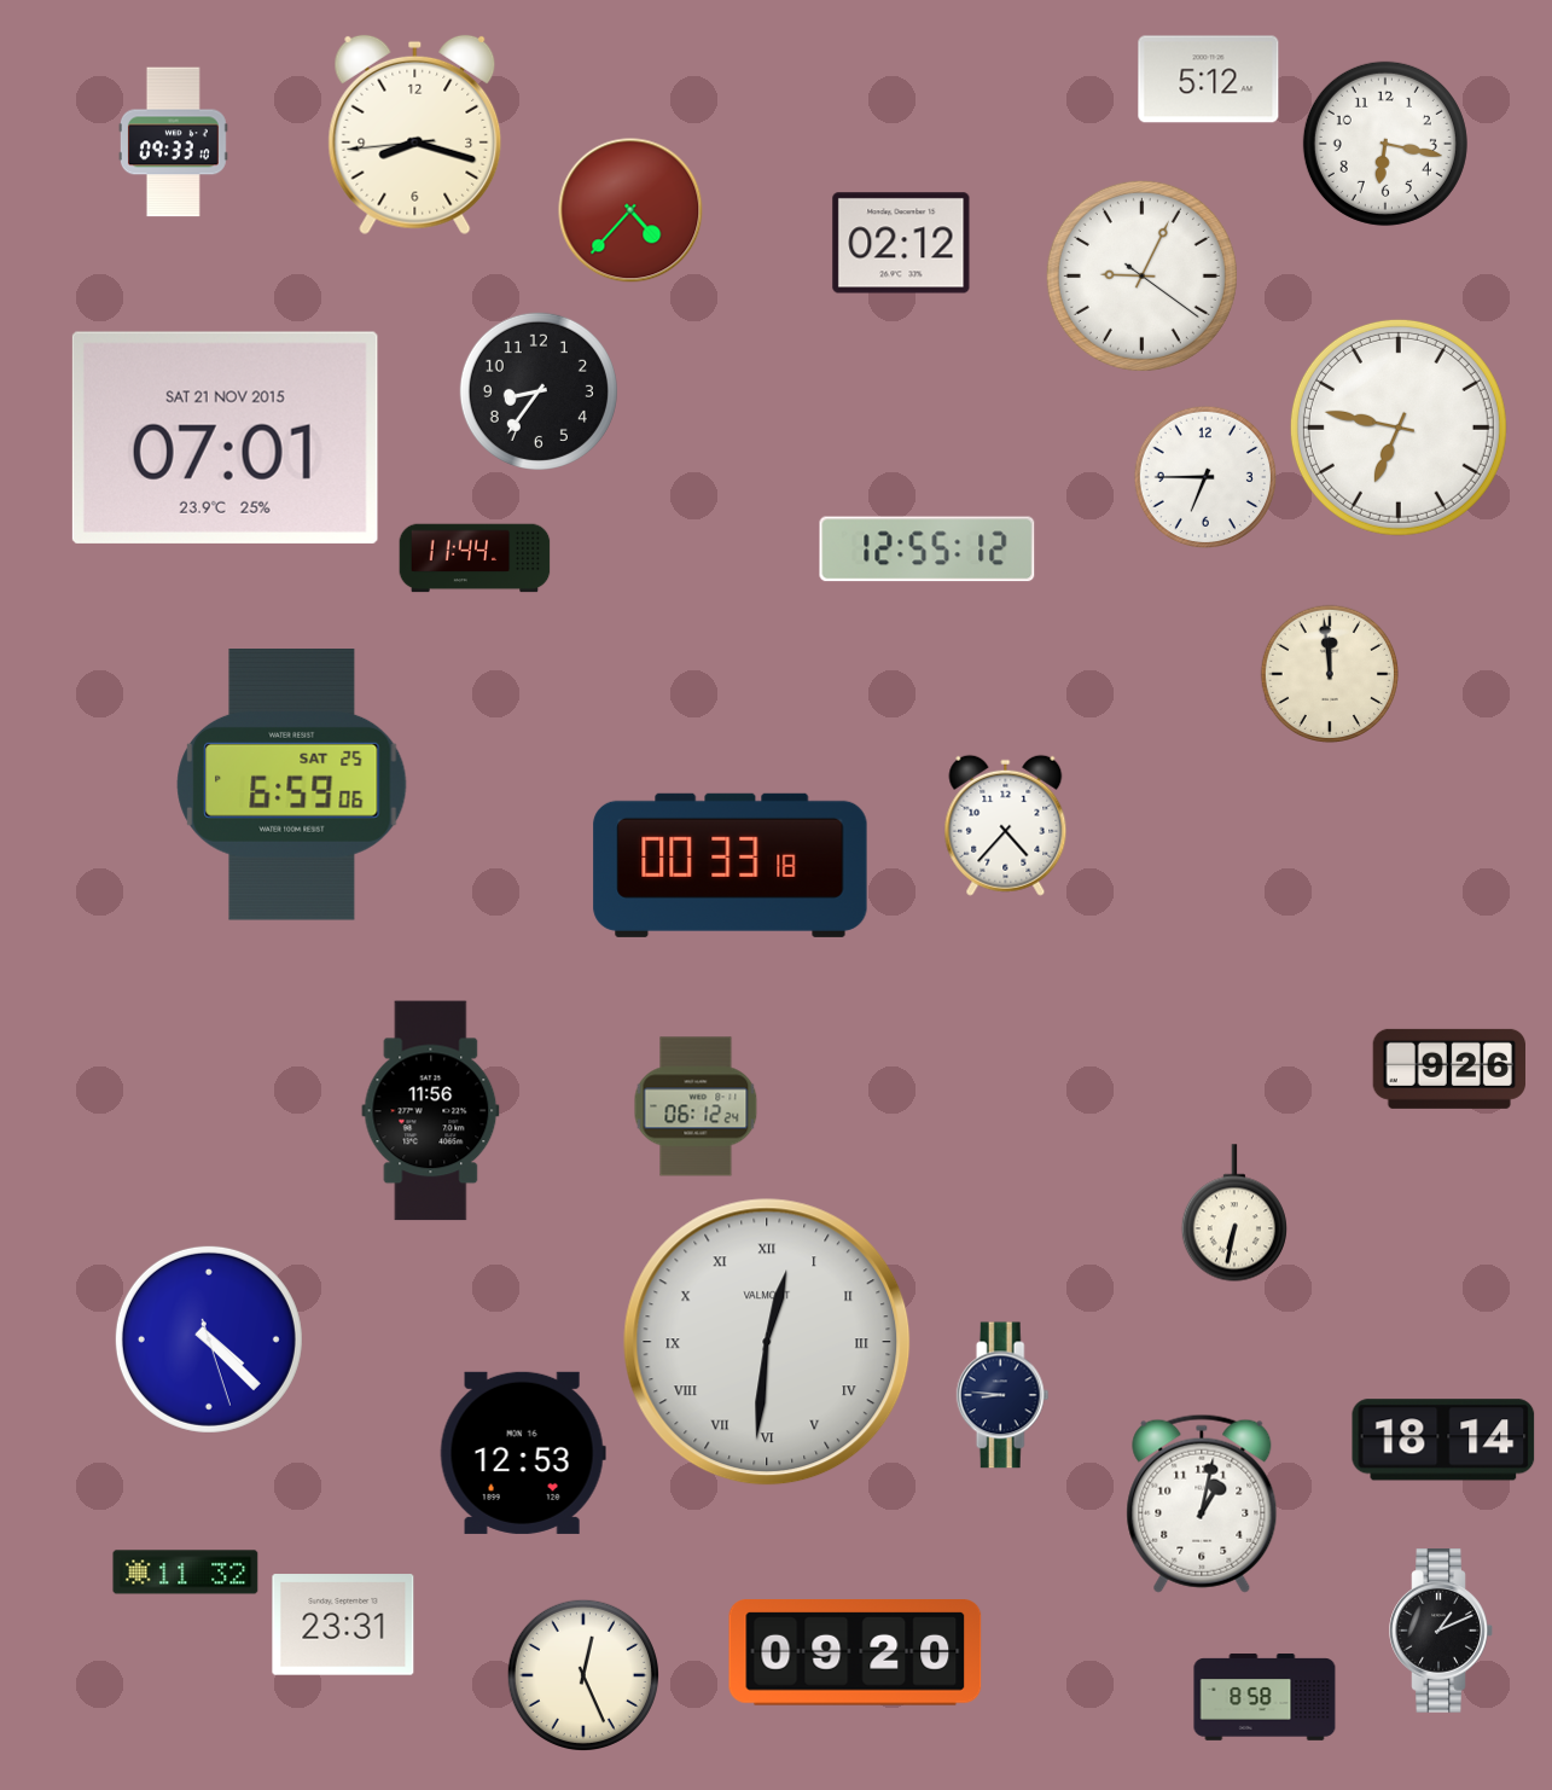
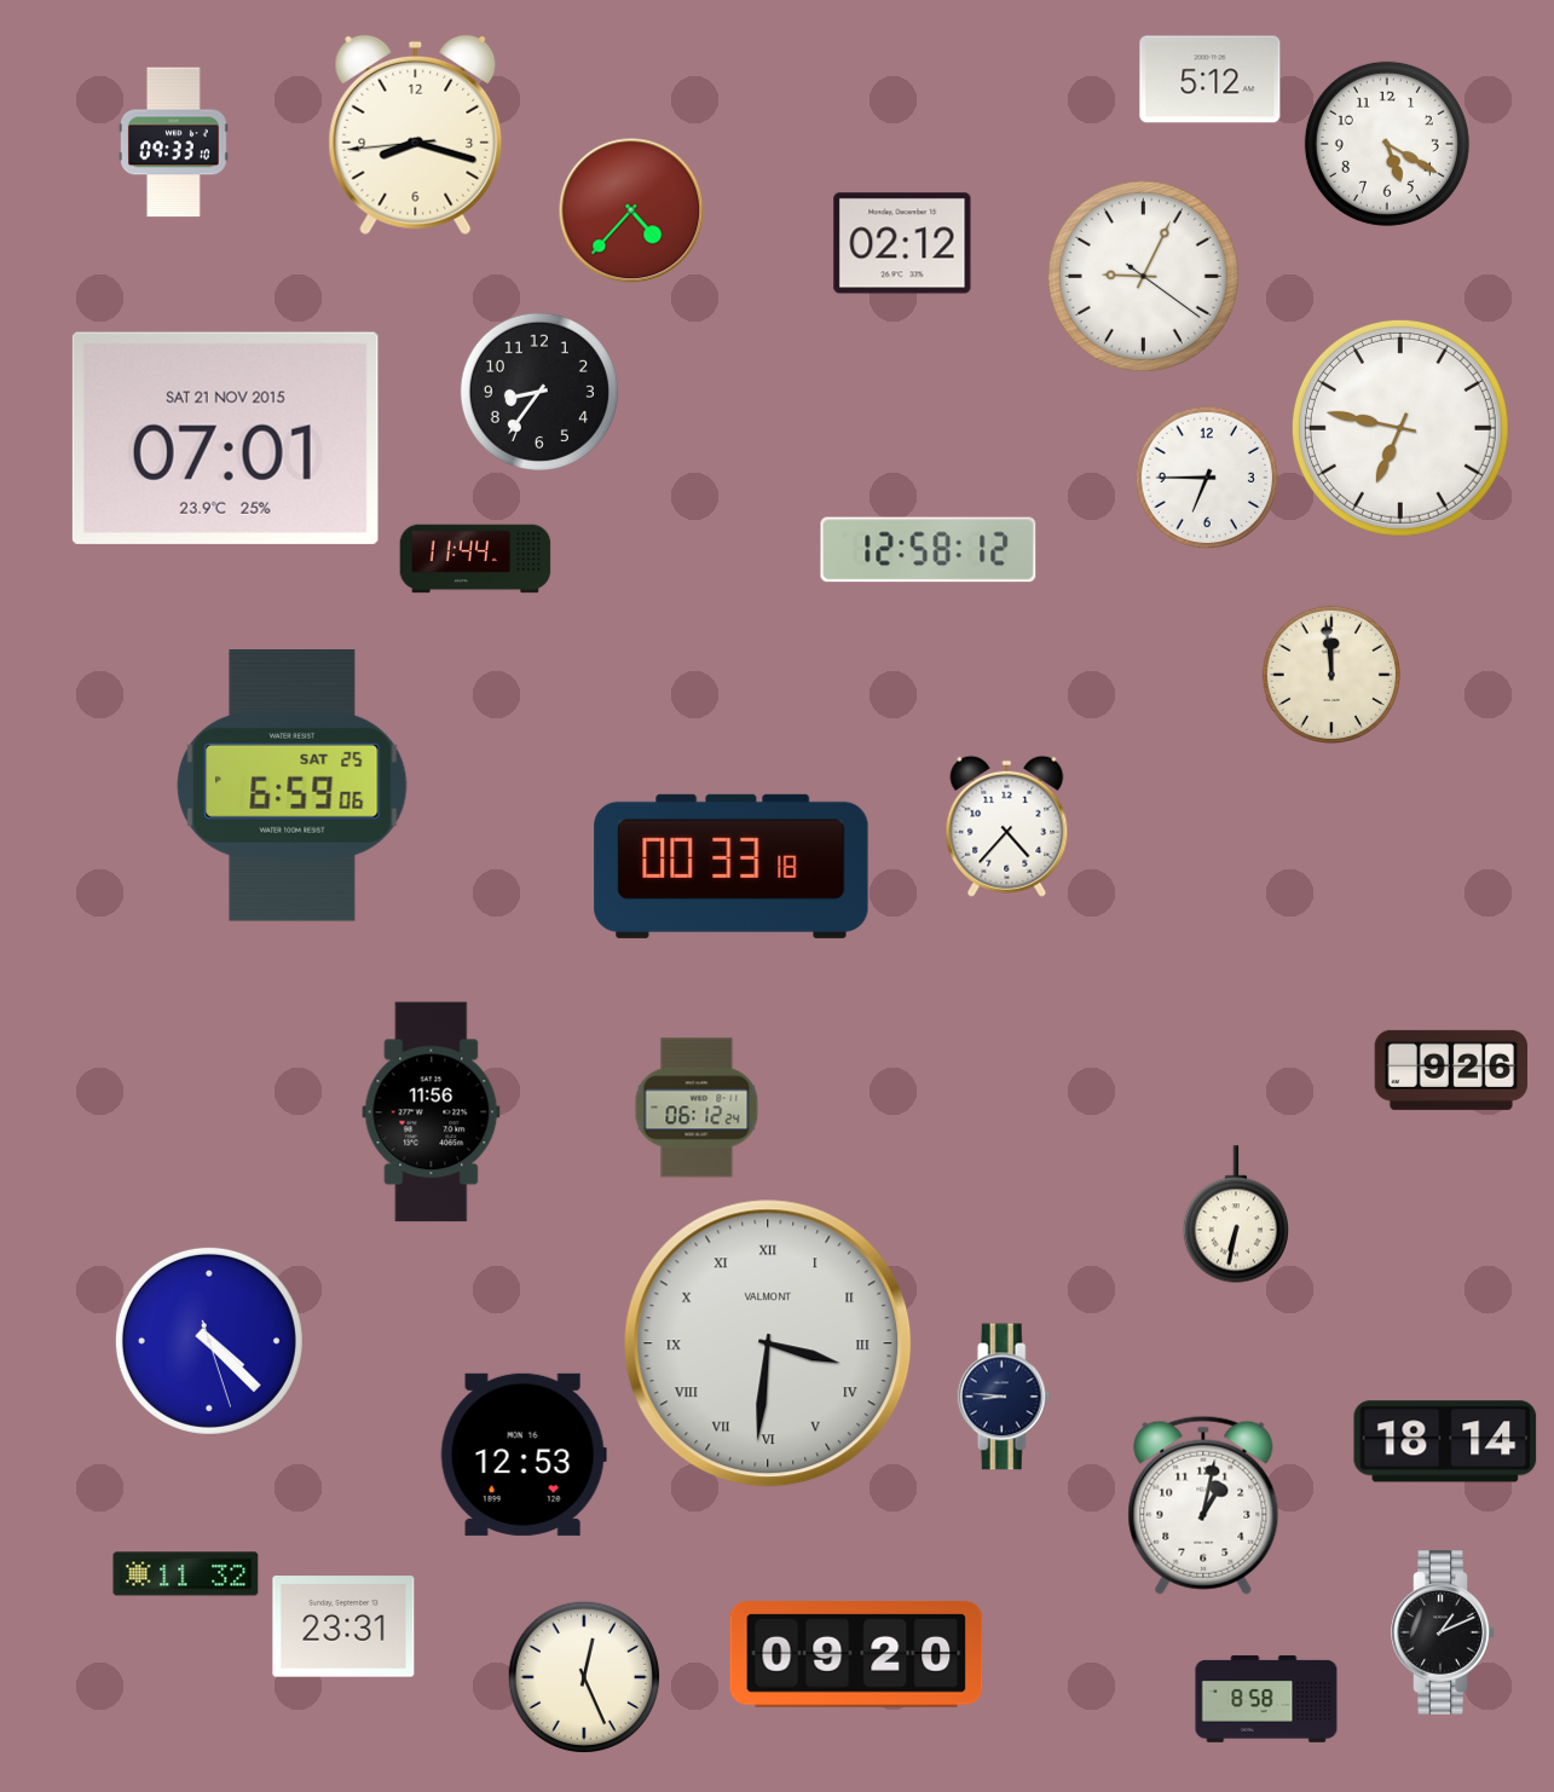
clock at (1385, 144): 6:17 -> 5:20
clock at (928, 550): 12:55 -> 12:58
clock at (767, 1342): 12:31 -> 3:31
